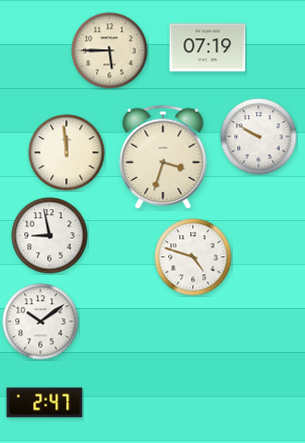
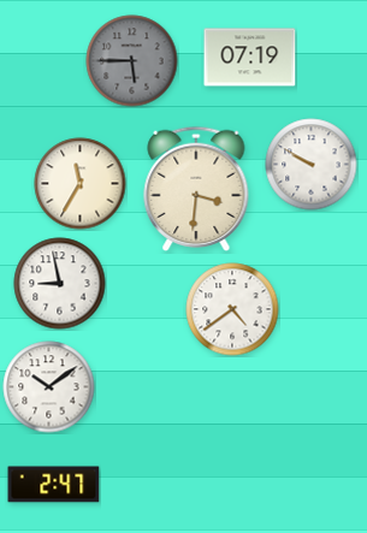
clock at (110, 51) dial: cream -> grey
clock at (67, 153): 11:59 -> 11:35
clock at (163, 157): 3:33 -> 3:31
clock at (193, 257): 4:48 -> 4:39
